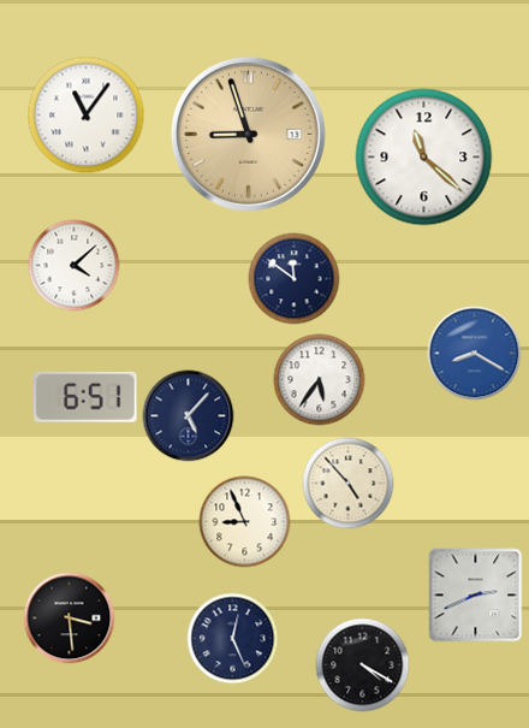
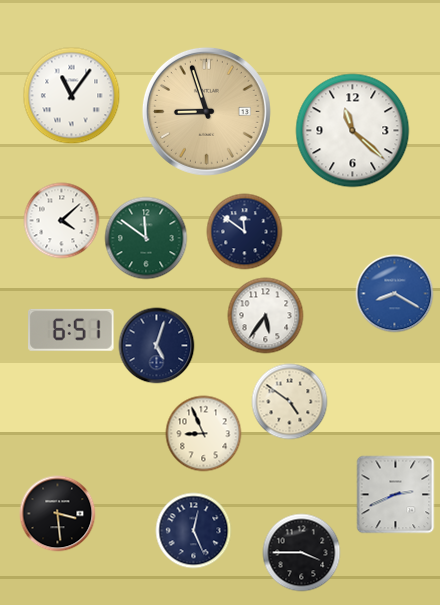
clock at (146, 238): none -> 11:51
clock at (189, 416): 5:07 -> 5:03
clock at (349, 484): 4:53 -> 4:51
clock at (363, 665): 4:20 -> 3:45
